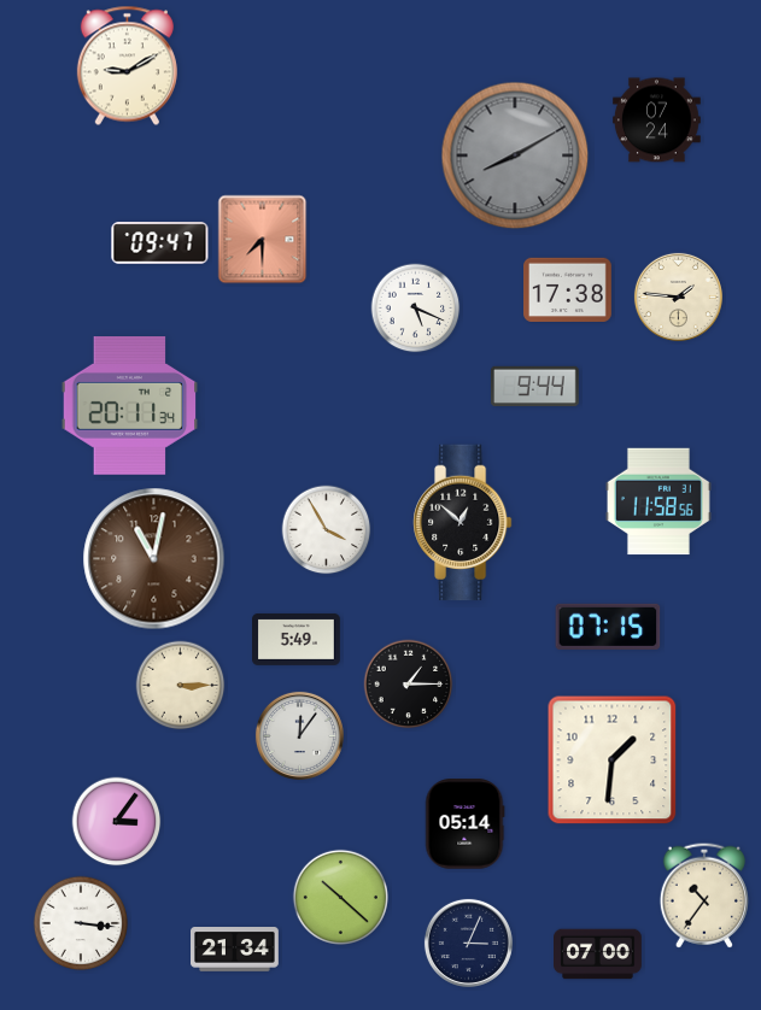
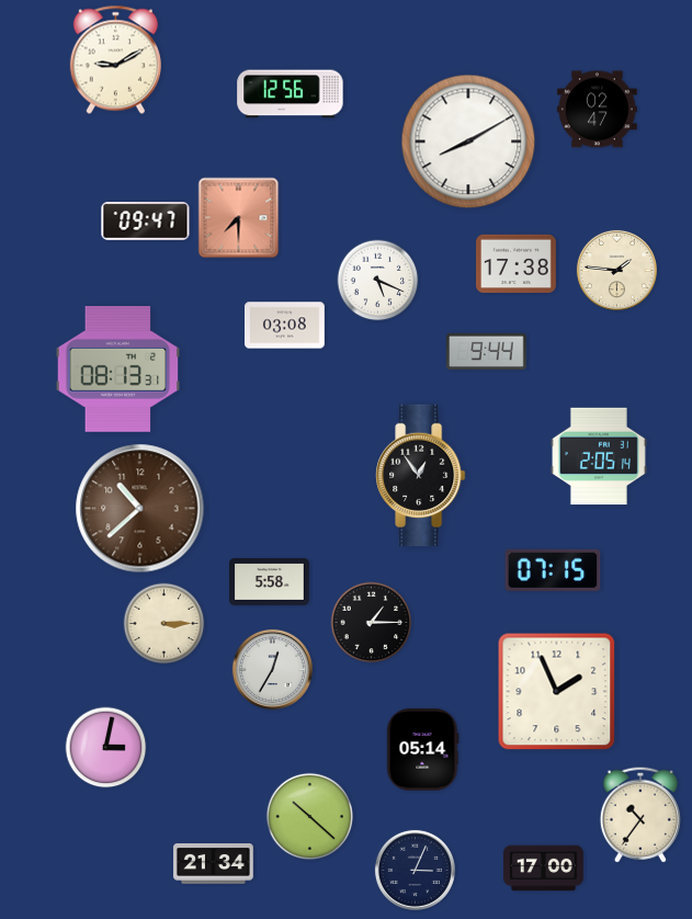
clock at (291, 94): none -> 12:56
clock at (657, 121): 07:24 -> 02:47
clock at (515, 155) dial: grey -> white
clock at (285, 326): none -> 03:08
clock at (130, 406): 20:11 -> 08:13
clock at (658, 501): 11:58 -> 2:05
clock at (463, 523): 12:52 -> 12:54
clock at (327, 530): 3:55 -> none
clock at (154, 559): 11:02 -> 10:38
clock at (297, 639): 5:49 -> 5:58
clock at (299, 735): 12:06 -> 12:35
clock at (613, 761): 1:31 -> 1:56
clock at (117, 822): 3:06 -> 3:02
clock at (81, 923): 3:16 -> none
clock at (468, 943) position: (468, 943) -> (415, 870)
clock at (598, 955): 07:00 -> 17:00
